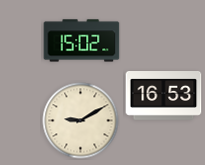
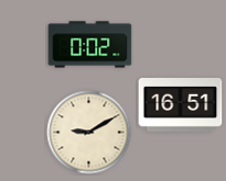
clock at (82, 41): 15:02 -> 0:02
clock at (164, 96): 16:53 -> 16:51
